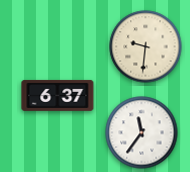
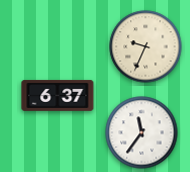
clock at (146, 47): 9:31 -> 9:34
